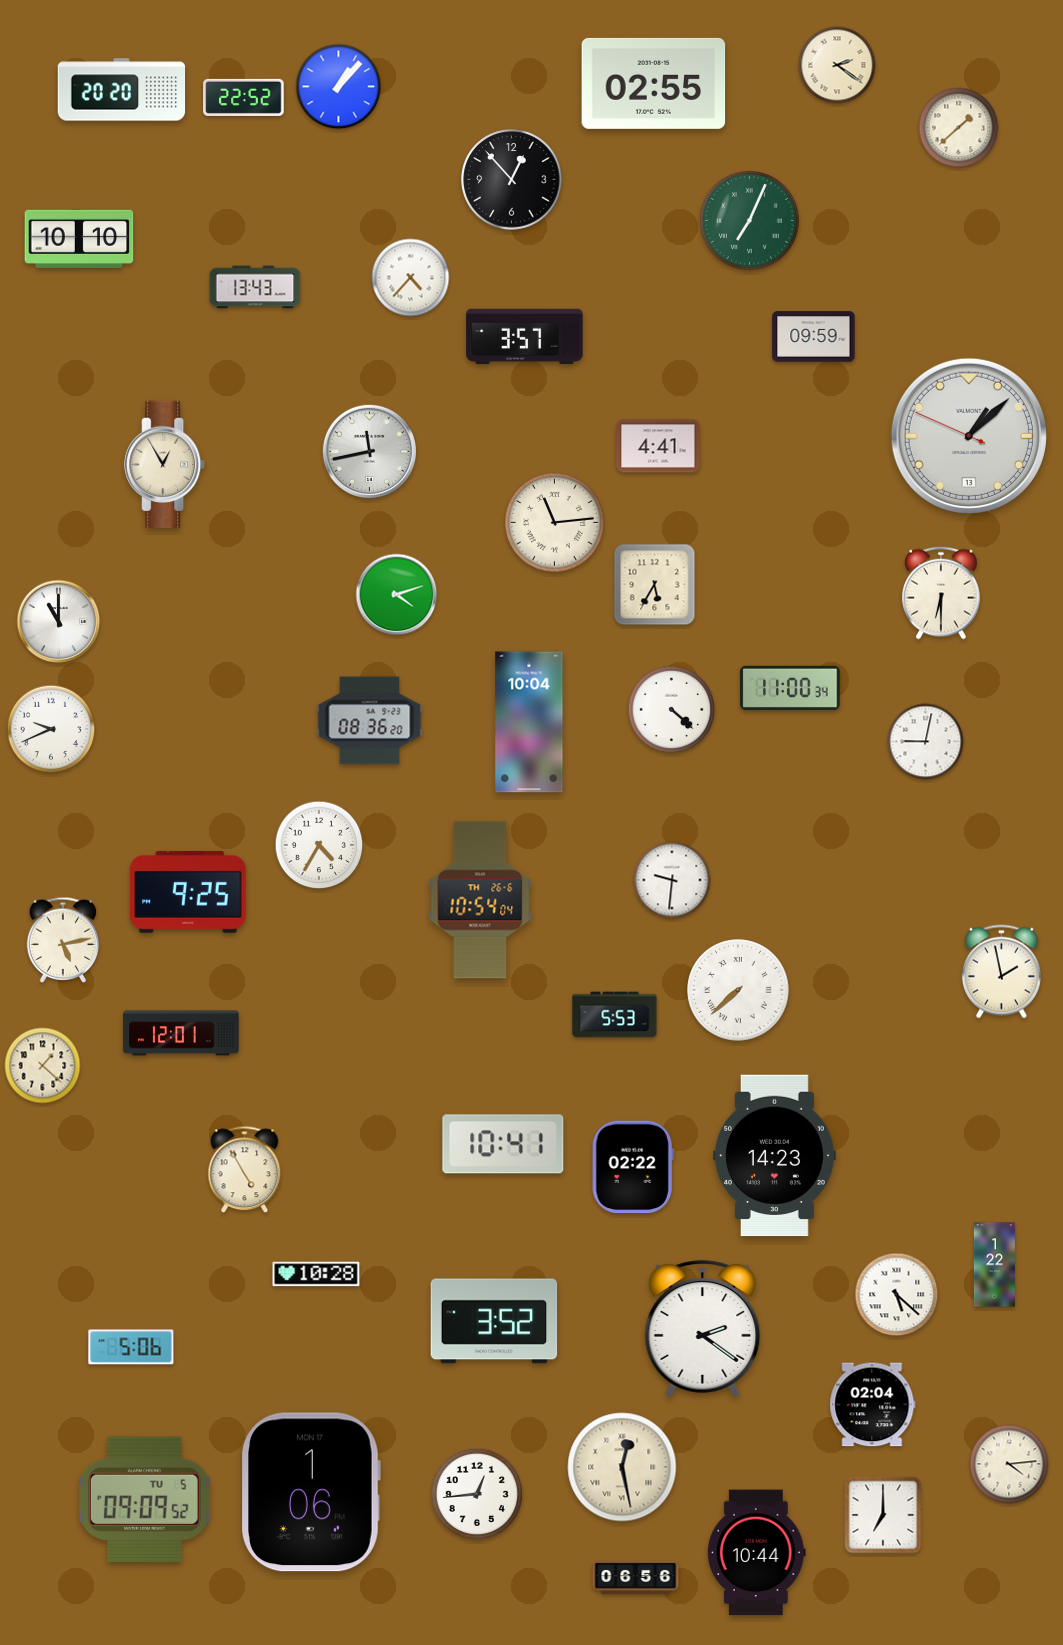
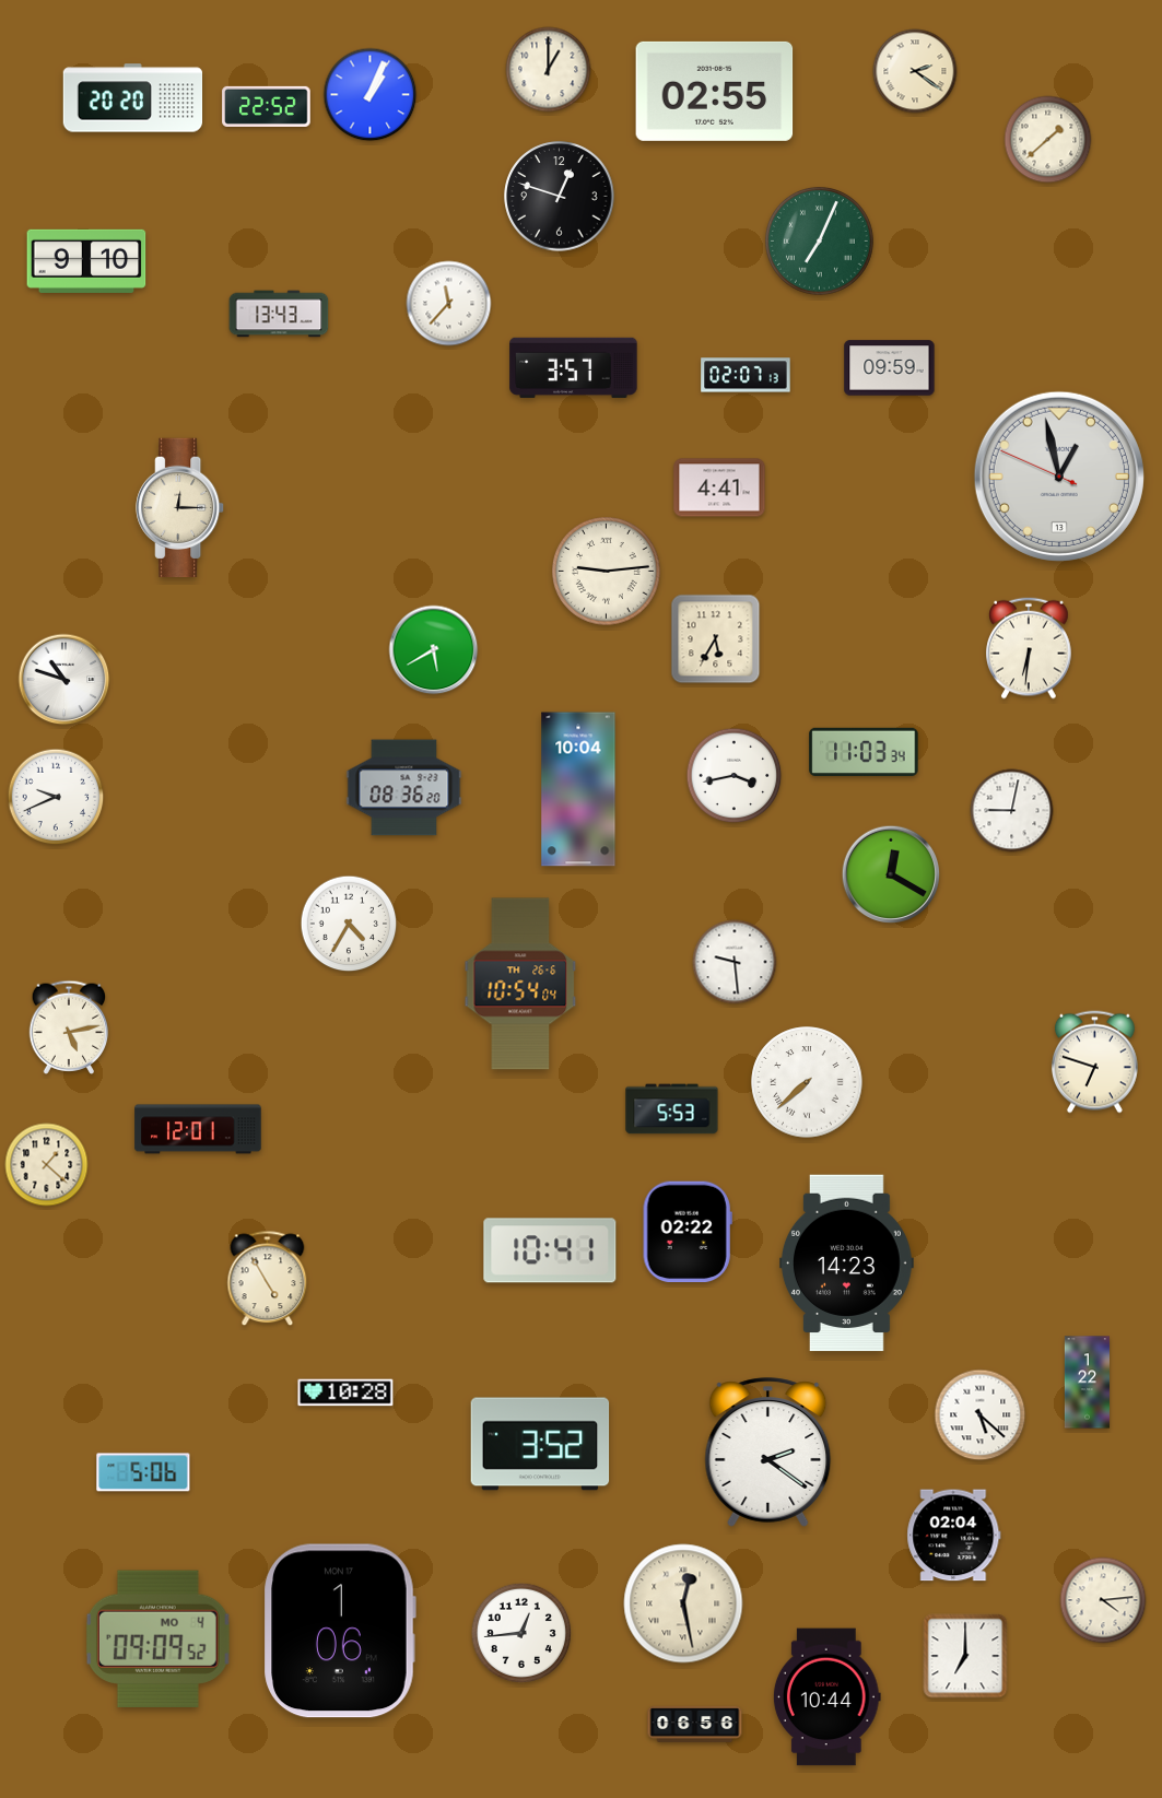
clock at (549, 70): none -> 1:00
clock at (339, 87): 1:07 -> 1:04
clock at (512, 180): 12:53 -> 12:48
clock at (79, 239): 10:10 -> 9:10
clock at (411, 278): 4:37 -> 11:37
clock at (746, 375): none -> 02:07
clock at (969, 436): 1:07 -> 12:57
clock at (369, 451): 11:43 -> none
clock at (165, 465): 12:55 -> 12:15
clock at (555, 523): 11:14 -> 9:14
clock at (941, 593): 6:30 -> 6:31
clock at (397, 595): 4:12 -> 5:40
clock at (59, 622): 11:00 -> 10:48
clock at (790, 688): 11:00 -> 11:03
clock at (672, 710): 4:22 -> 3:43
clock at (891, 874): none -> 12:20
clock at (672, 880): 9:31 -> 9:29
clock at (188, 893): 9:25 -> none
clock at (480, 900) position: (480, 900) -> (520, 984)
clock at (1001, 972): 1:58 -> 6:48
clock at (633, 1167) position: (633, 1167) -> (688, 1232)
clock at (622, 1467) position: (622, 1467) -> (683, 1603)
clock at (144, 1499) date: TU 5 -> MO 4
